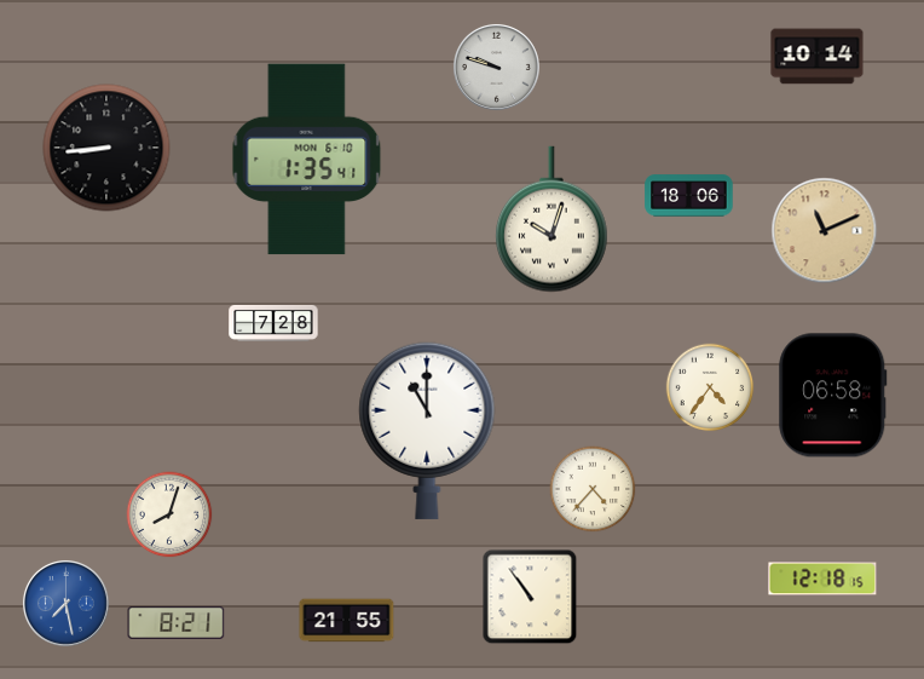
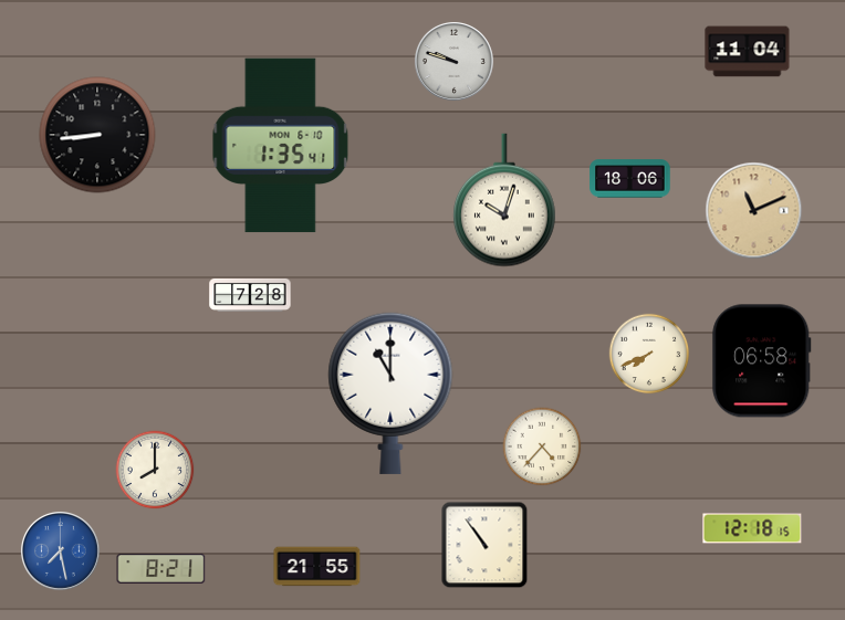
clock at (818, 57): 10:14 -> 11:04
clock at (710, 387): 4:36 -> 7:41
clock at (169, 514): 8:03 -> 8:00
